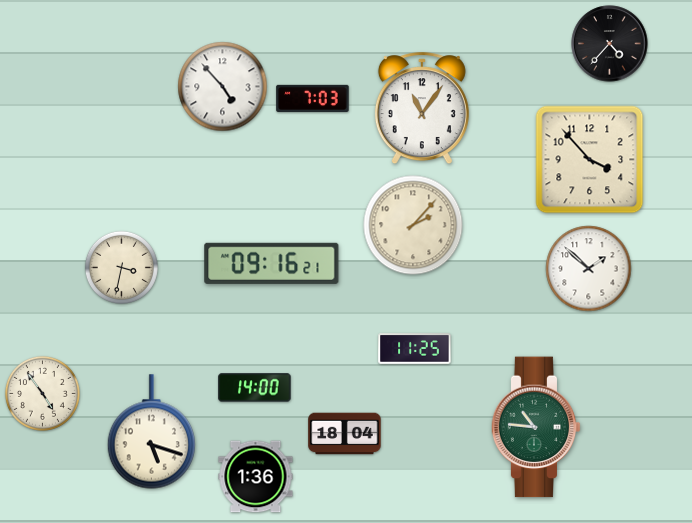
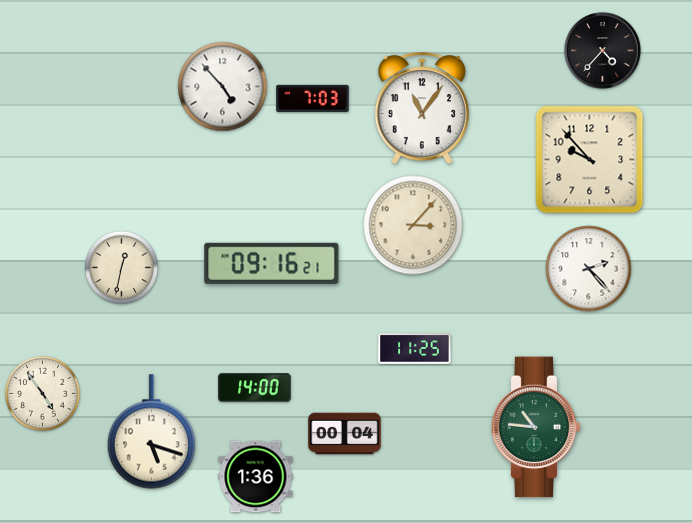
clock at (610, 44) position: (610, 44) -> (603, 51)
clock at (590, 160): 3:53 -> 9:53
clock at (413, 225): 2:07 -> 3:07
clock at (121, 267): 3:32 -> 12:32
clock at (589, 269): 1:52 -> 2:23
clock at (345, 434): 18:04 -> 00:04
